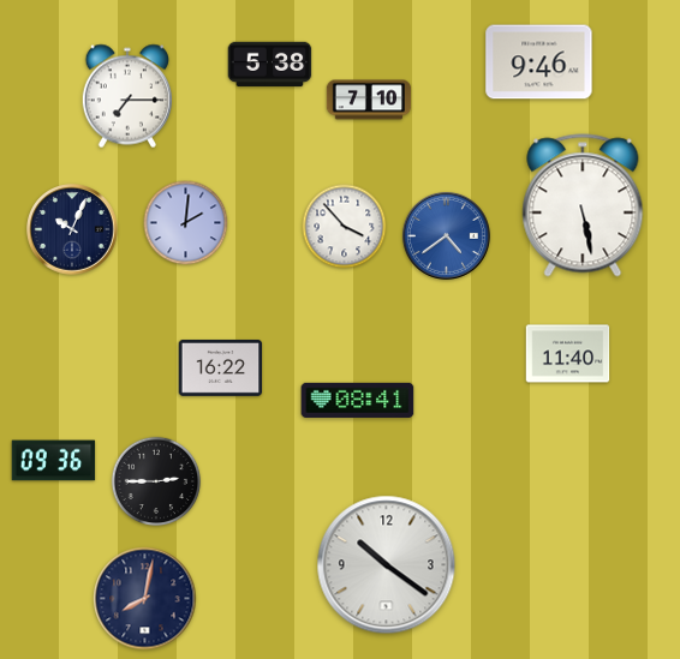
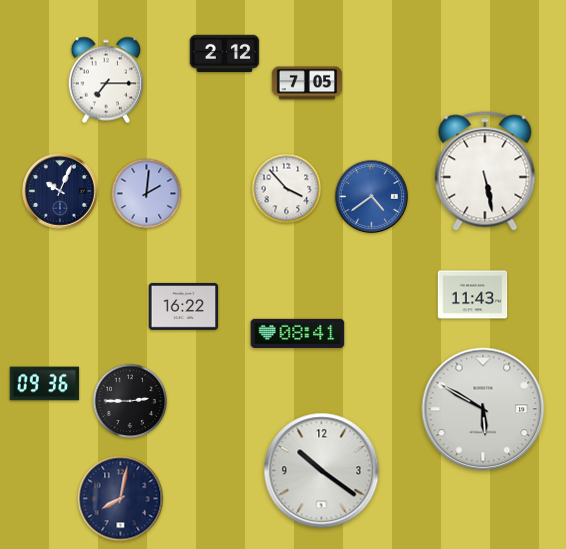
clock at (539, 62): 9:46 -> none
clock at (270, 65): 5:38 -> 2:12
clock at (369, 100): 7:10 -> 7:05
clock at (186, 223) position: (186, 223) -> (147, 194)
clock at (568, 354): 11:40 -> 11:43
clock at (483, 409): none -> 5:50
